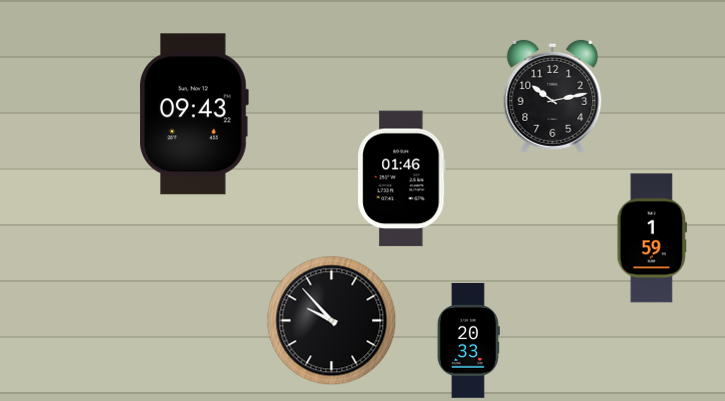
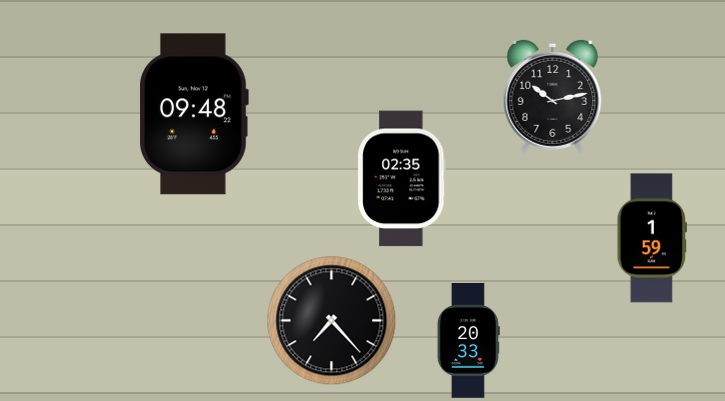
clock at (194, 114): 09:43 -> 09:48
clock at (402, 179): 01:46 -> 02:35
clock at (332, 321): 9:53 -> 7:23
